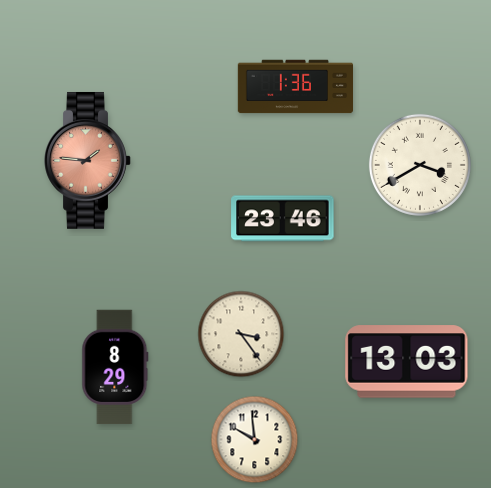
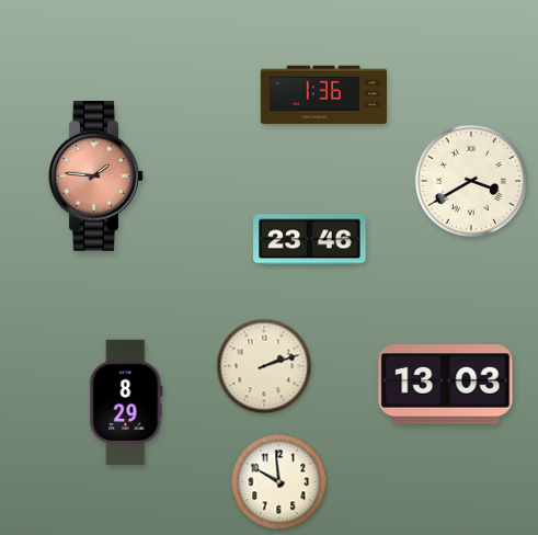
clock at (420, 165) position: (420, 165) -> (471, 181)
clock at (241, 334): 3:24 -> 2:12
clock at (407, 362) position: (407, 362) -> (446, 385)
